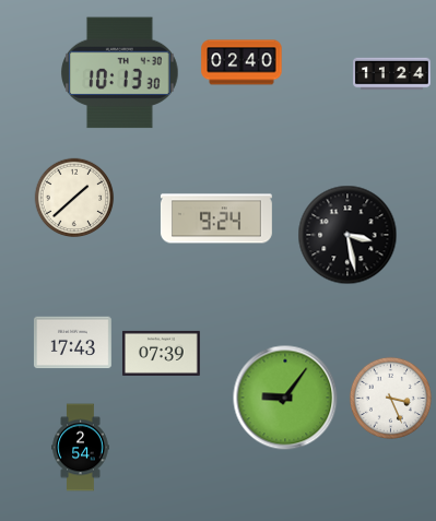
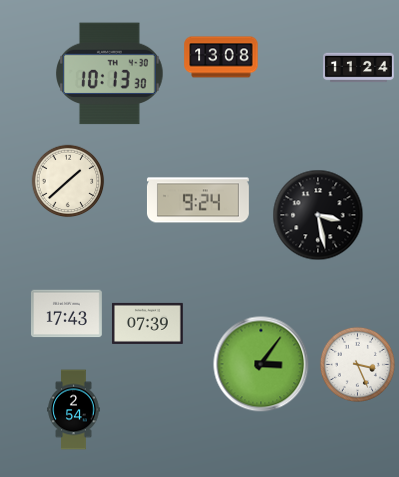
clock at (241, 62): 02:40 -> 13:08
clock at (120, 73) position: (120, 73) -> (110, 74)
clock at (285, 398): 9:06 -> 3:06
